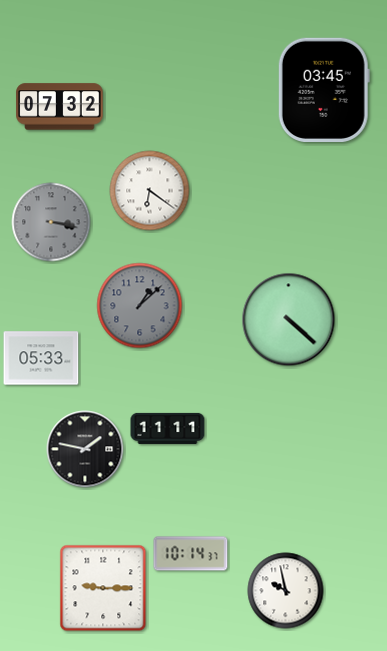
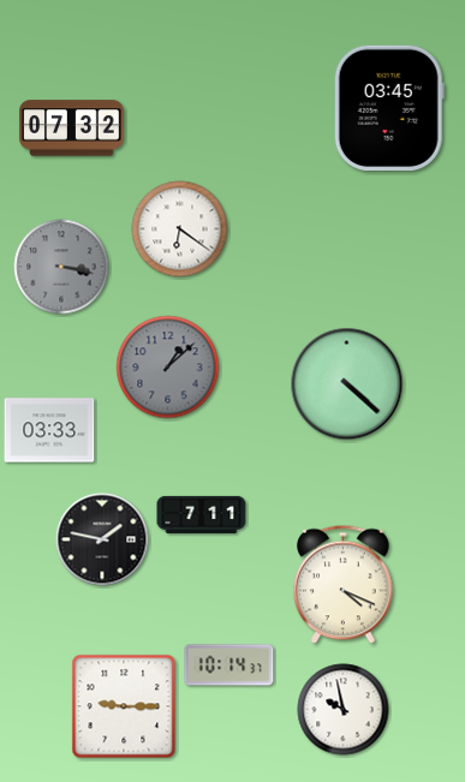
clock at (41, 358): 05:33 -> 03:33
clock at (168, 428): 11:11 -> 7:11
clock at (344, 585): none -> 4:19
